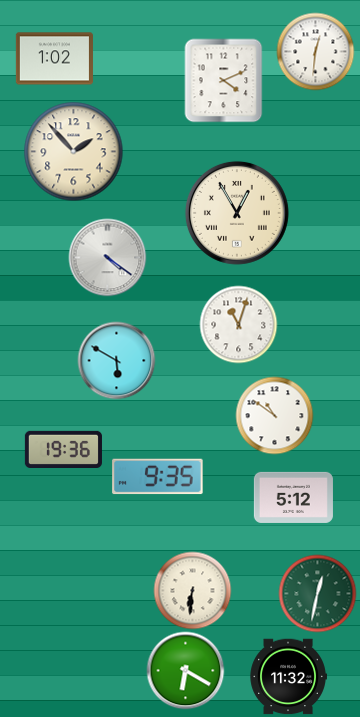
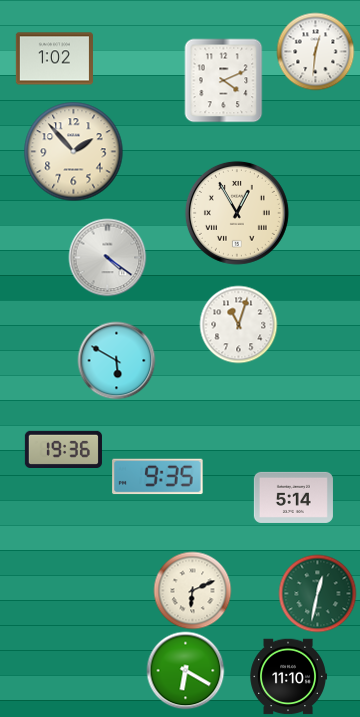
clock at (274, 415): 10:51 -> none
clock at (293, 497): 5:12 -> 5:14
clock at (192, 590): 6:31 -> 6:11
clock at (288, 677): 11:32 -> 11:10
